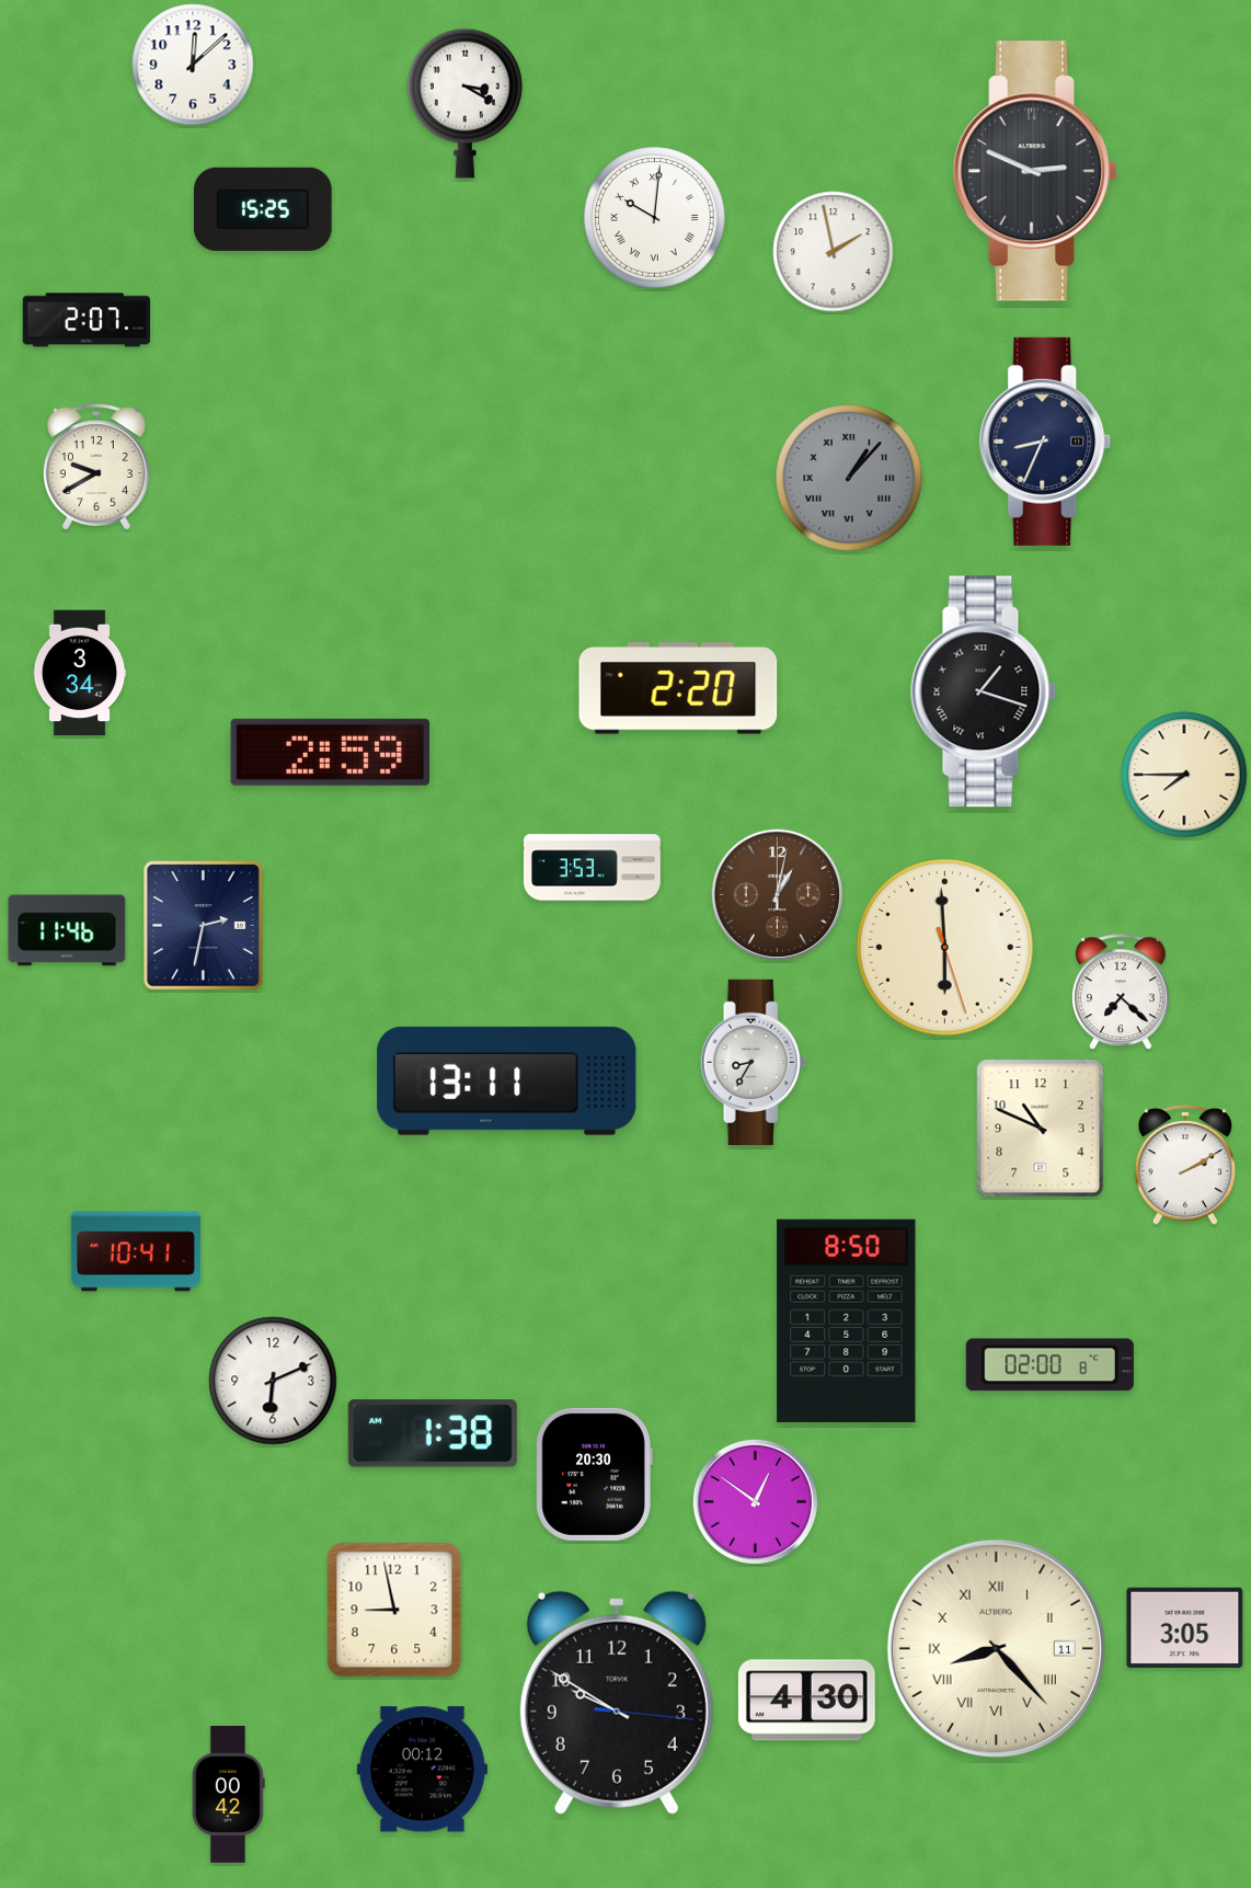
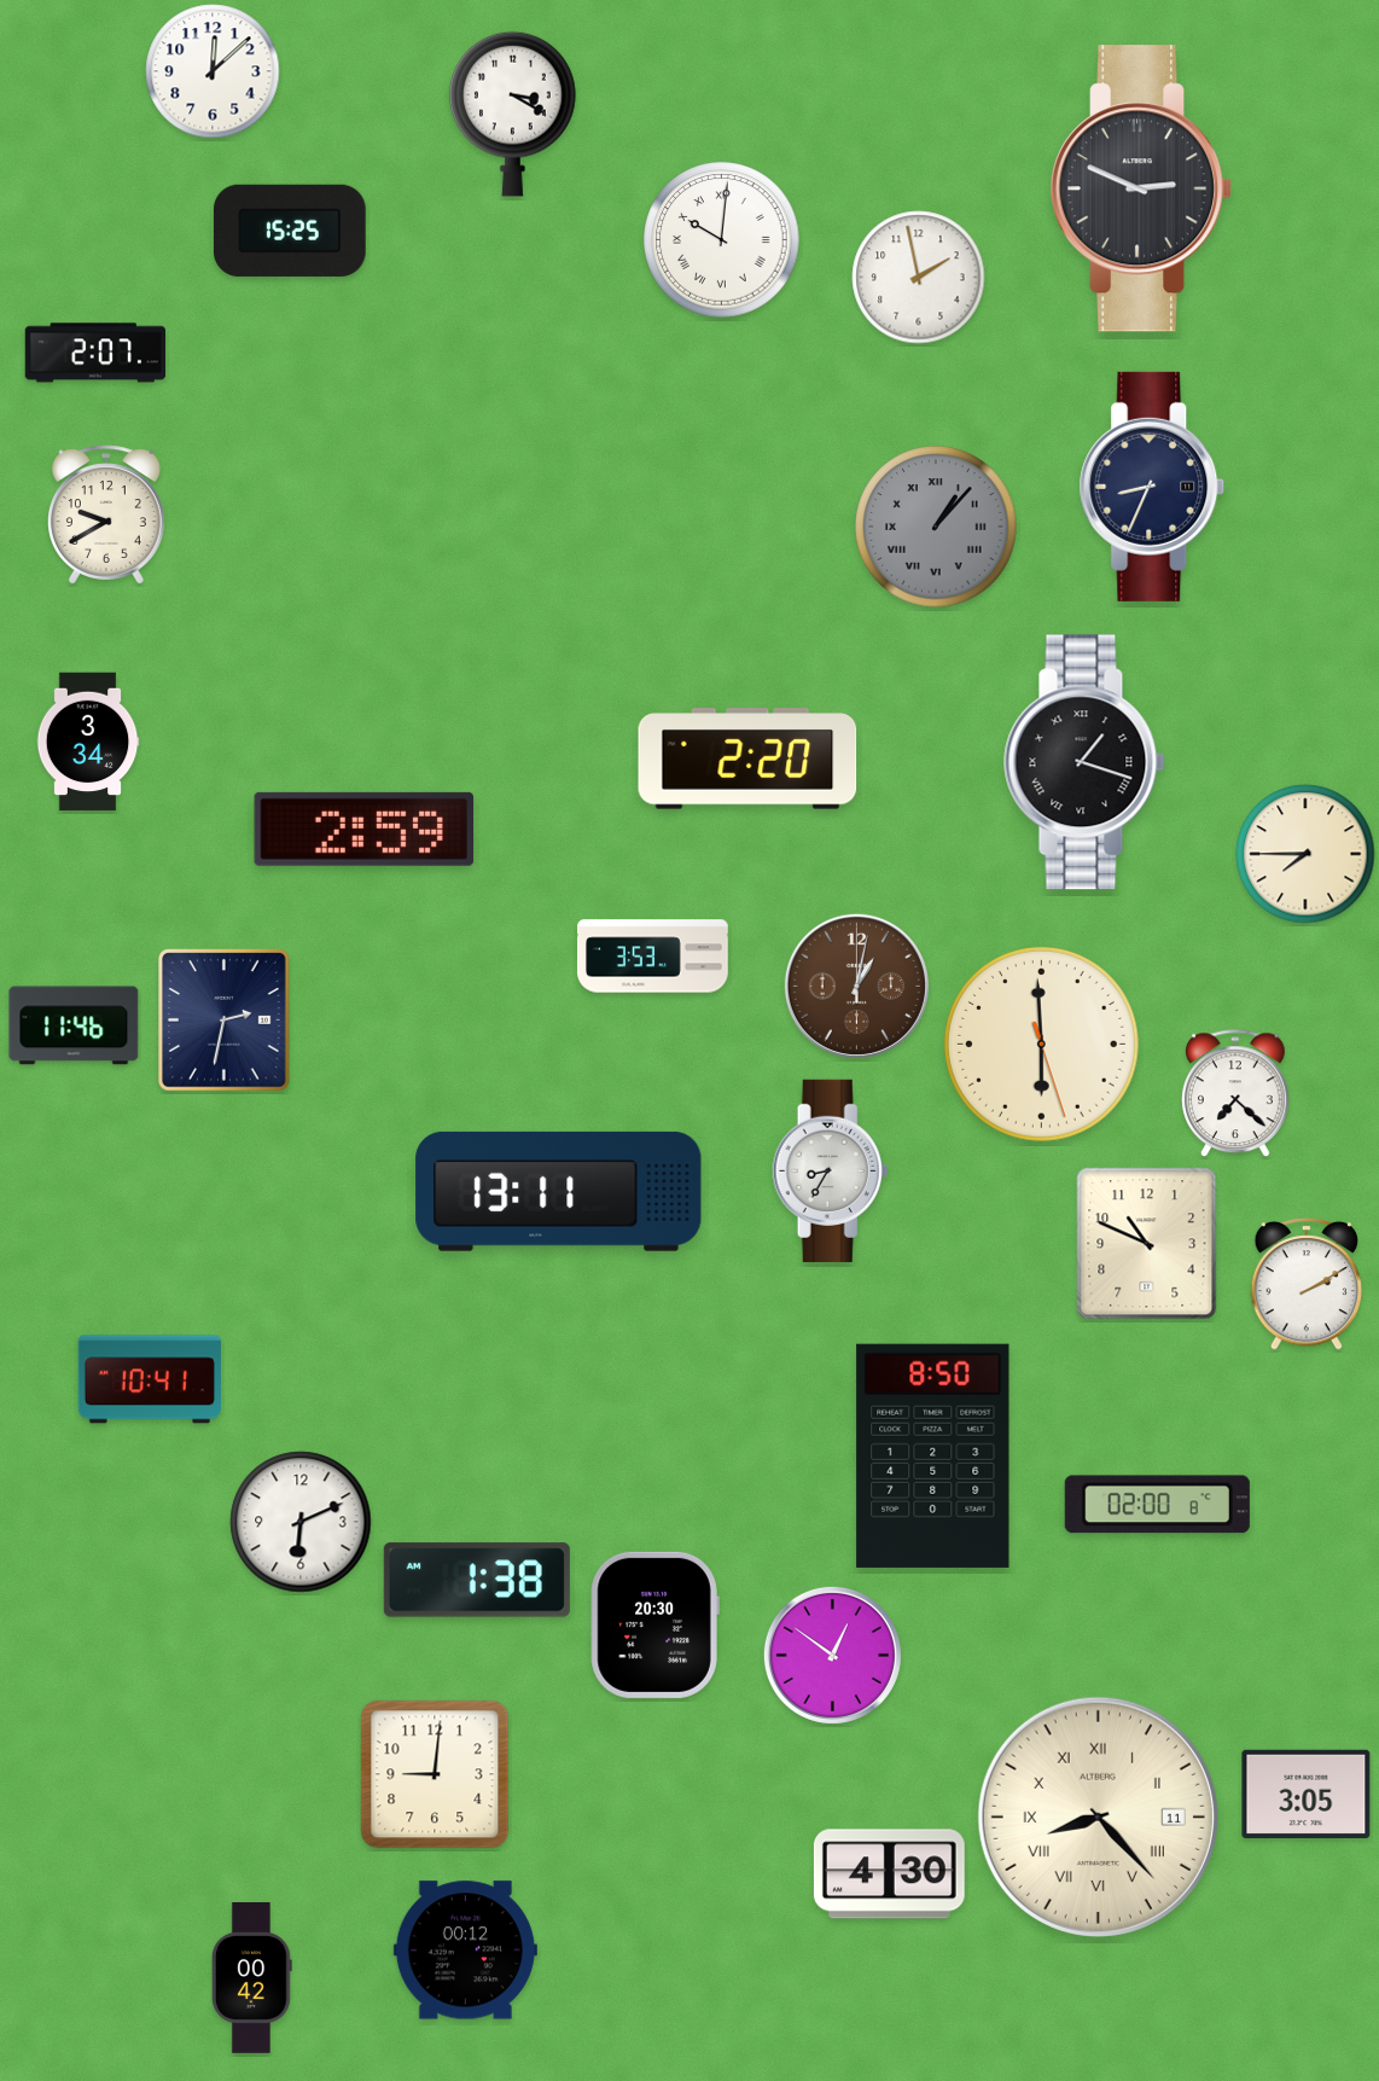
clock at (394, 1610): 8:58 -> 9:01
clock at (617, 1703): 9:50 -> none
